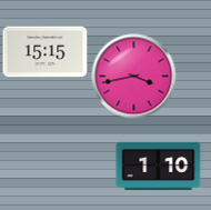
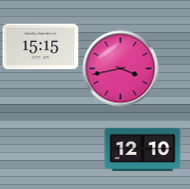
clock at (159, 167): 1:10 -> 12:10
